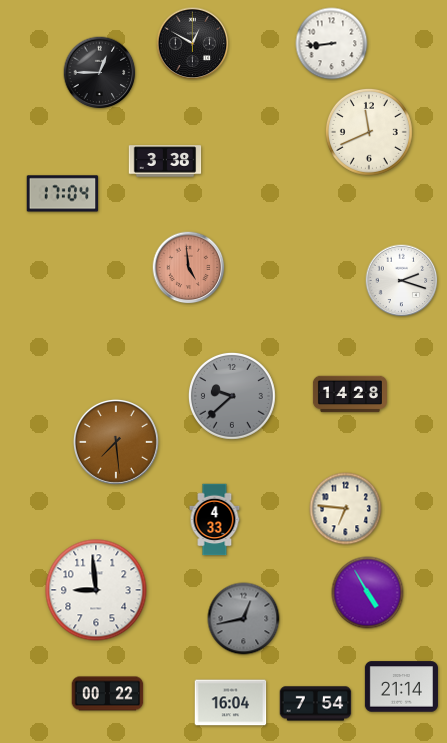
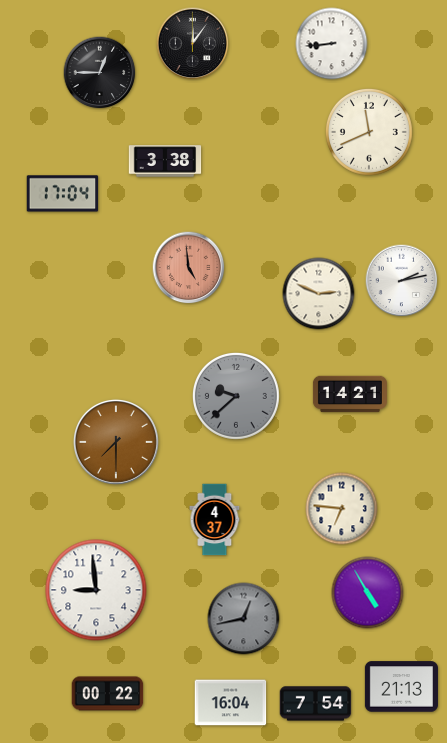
clock at (193, 44): 12:50 -> 12:06
clock at (402, 281): 2:18 -> 2:13
clock at (319, 294): none -> 2:49
clock at (350, 394): 14:28 -> 14:21
clock at (232, 396) position: (232, 396) -> (236, 396)
clock at (116, 442): 7:29 -> 7:30
clock at (346, 509) position: (346, 509) -> (342, 509)
clock at (215, 520): 4:33 -> 4:37
clock at (401, 687): 21:14 -> 21:13
